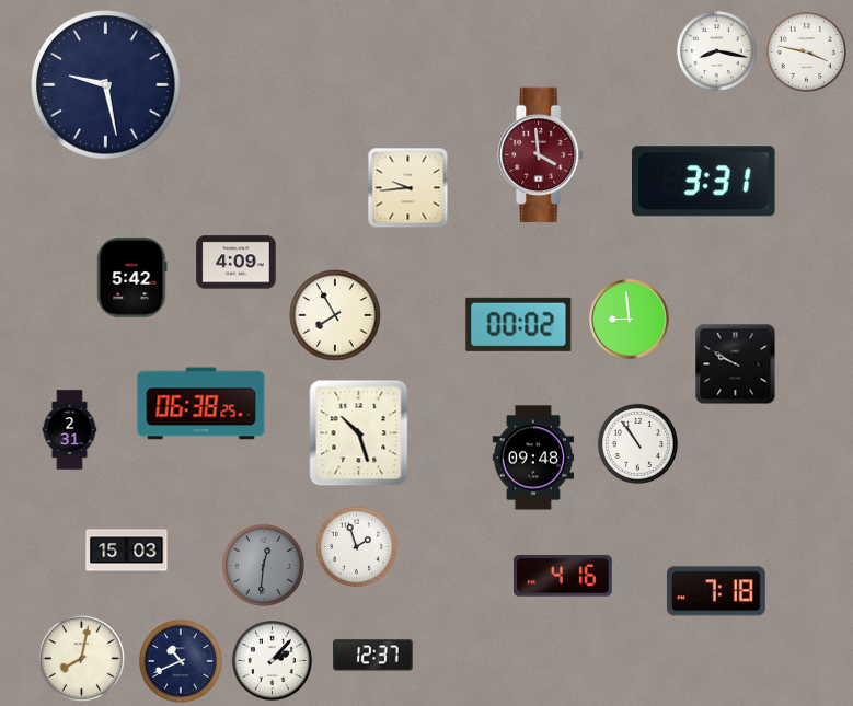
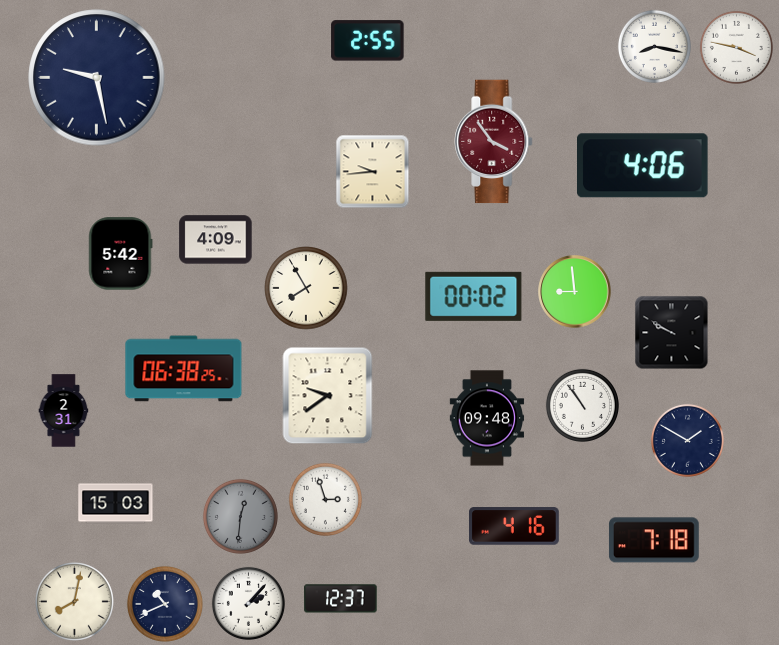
clock at (368, 41): none -> 2:55
clock at (541, 155): 3:59 -> 3:54
clock at (704, 182): 3:31 -> 4:06
clock at (70, 430) position: (70, 430) -> (64, 411)
clock at (359, 433): 10:27 -> 9:39
clock at (687, 440): none -> 1:50
clock at (356, 546): 1:57 -> 2:57
